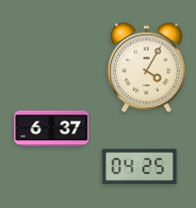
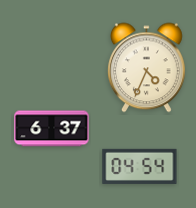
clock at (146, 68): 4:05 -> 4:34
clock at (140, 166): 04:25 -> 04:54
